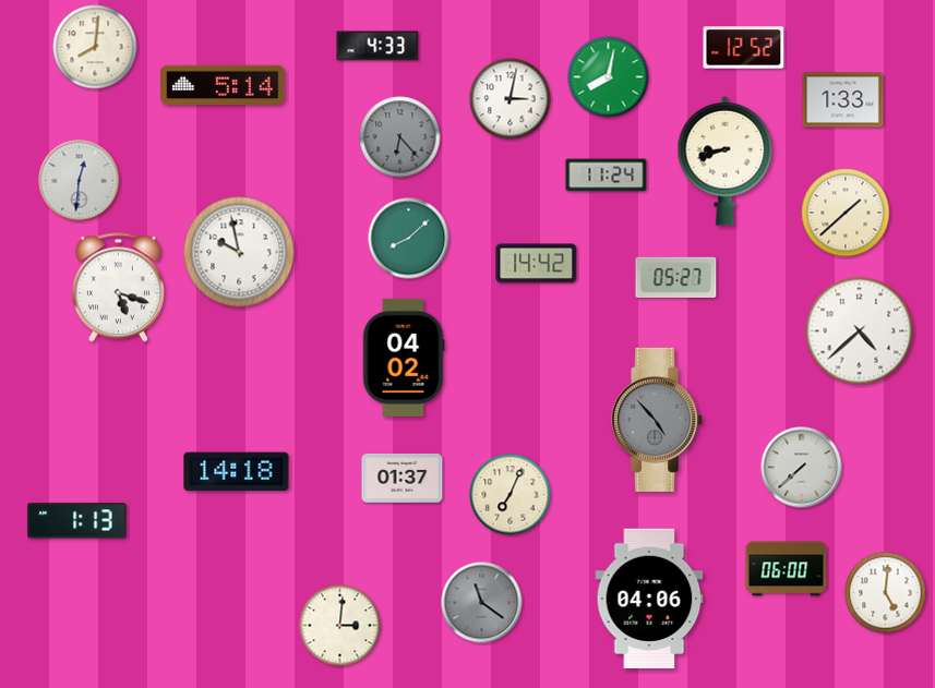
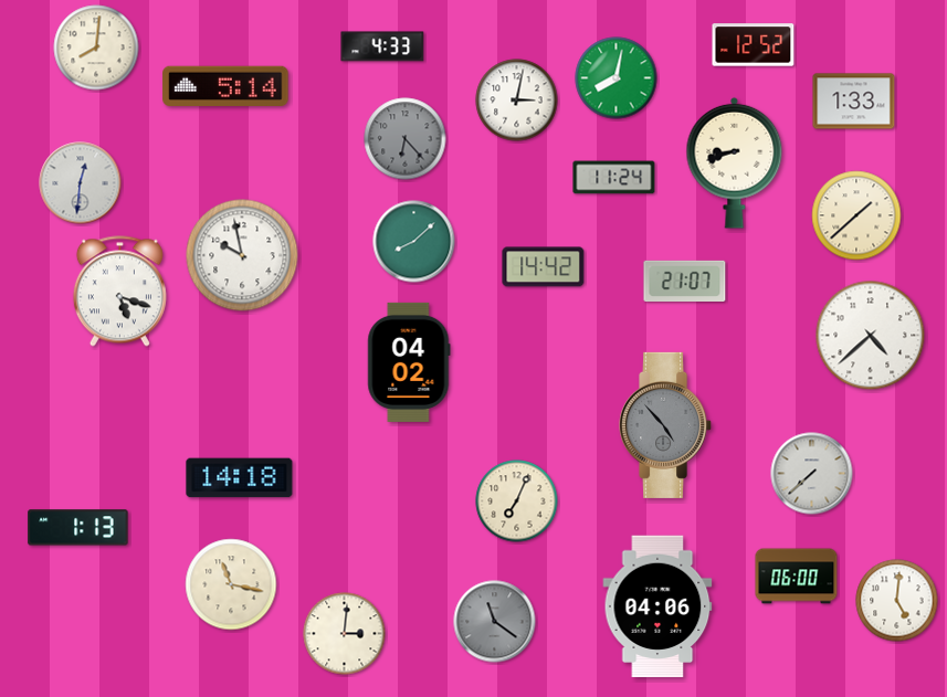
clock at (744, 48) position: (744, 48) -> (754, 45)
clock at (676, 278): 05:27 -> 21:07
clock at (403, 479): 01:37 -> none
clock at (231, 584): none -> 11:17
clock at (482, 603) position: (482, 603) -> (495, 622)
